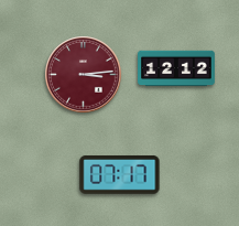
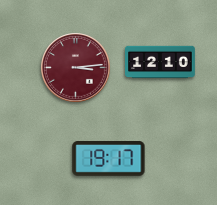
clock at (176, 68): 12:12 -> 12:10
clock at (120, 175): 07:17 -> 19:17
